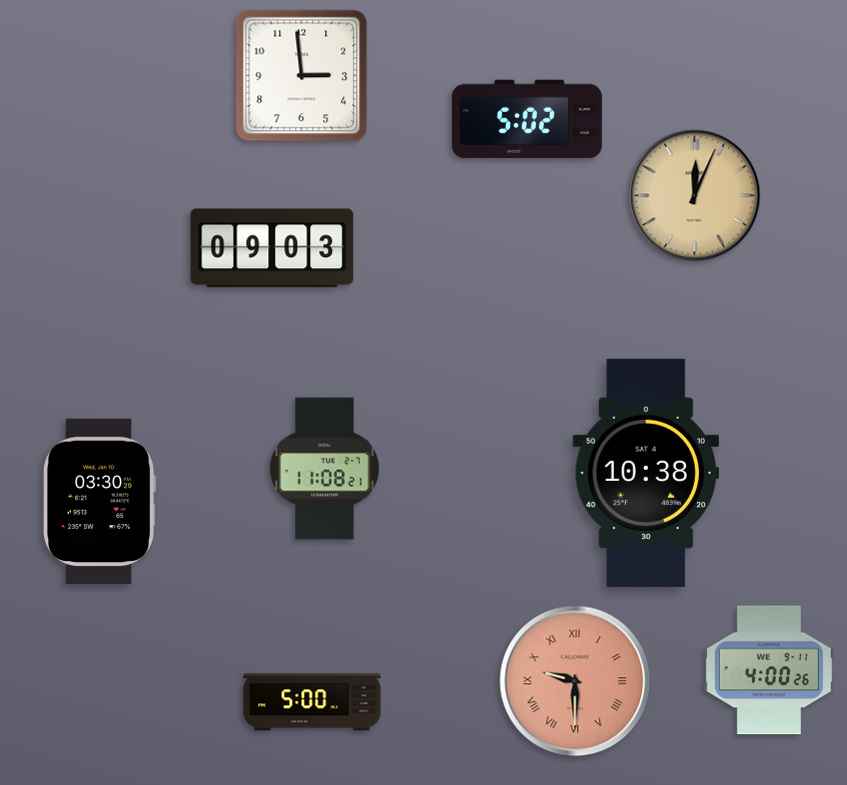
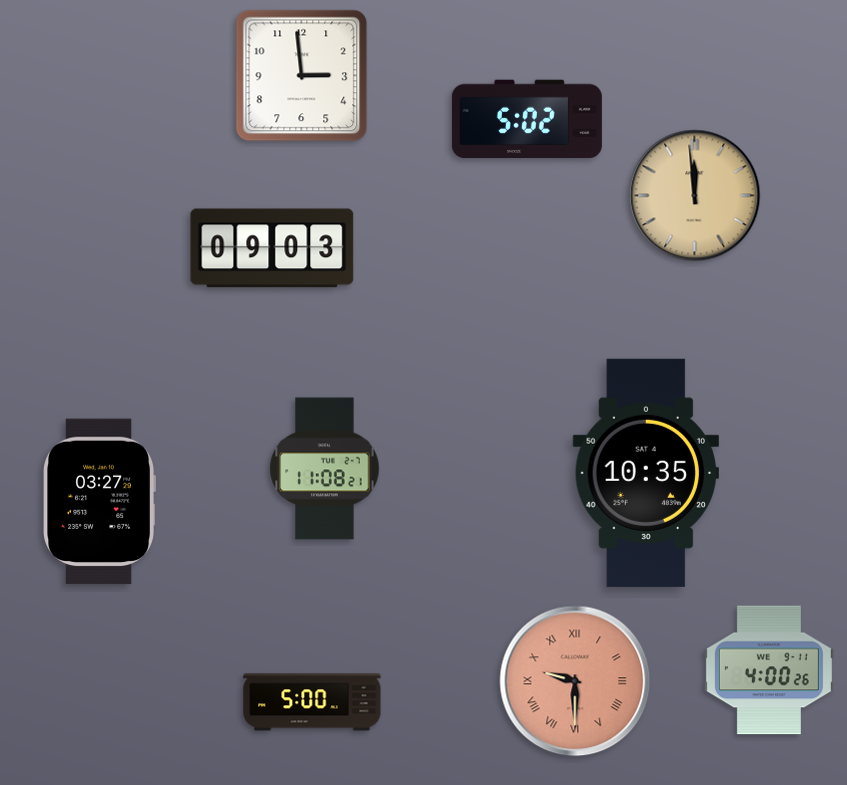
clock at (695, 196): 12:04 -> 11:59
clock at (645, 473): 10:38 -> 10:35
clock at (99, 502): 03:30 -> 03:27
